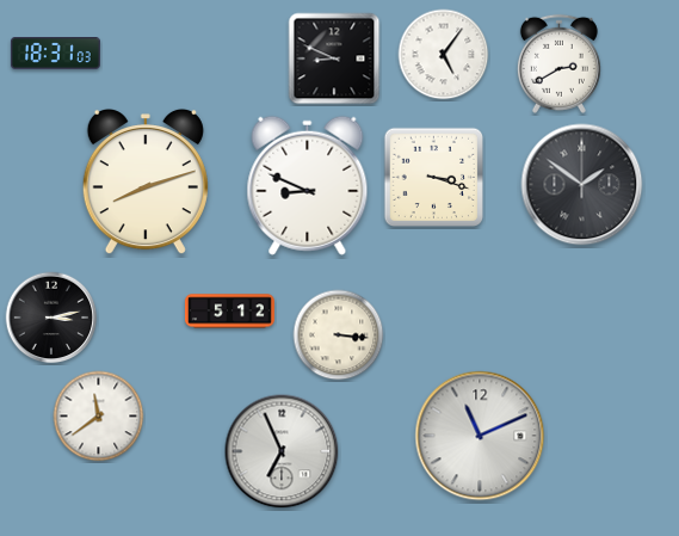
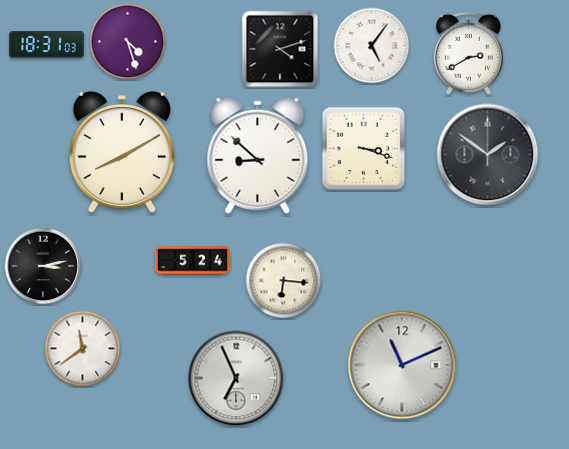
clock at (128, 42): none -> 4:27
clock at (334, 58): 8:49 -> 4:12
clock at (146, 181): 8:12 -> 8:10
clock at (308, 185): 8:49 -> 8:52
clock at (229, 312): 5:12 -> 5:24
clock at (339, 335): 3:16 -> 6:16
